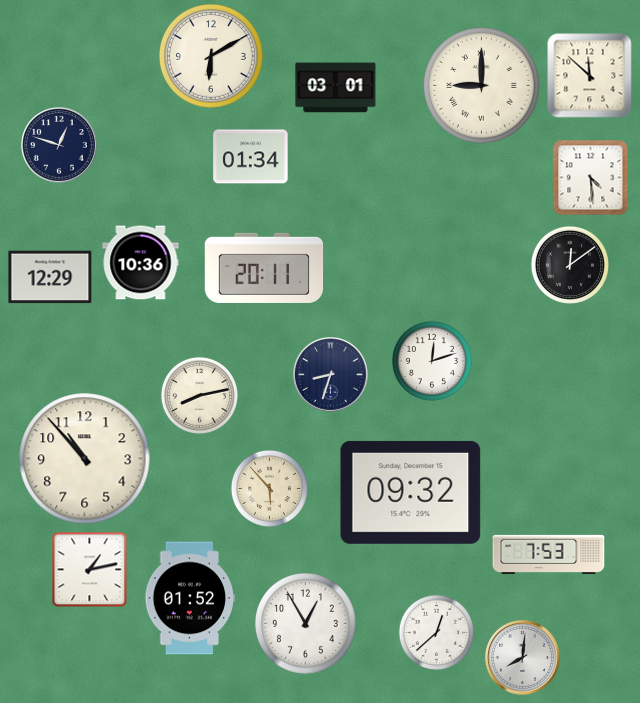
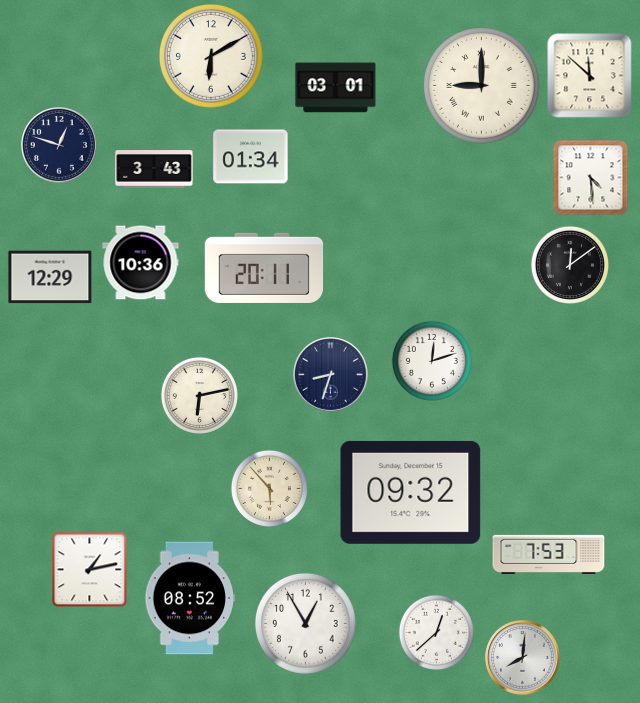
clock at (154, 169): none -> 3:43
clock at (199, 395): 8:13 -> 6:13
clock at (85, 459): 10:53 -> none
clock at (189, 598): 01:52 -> 08:52
